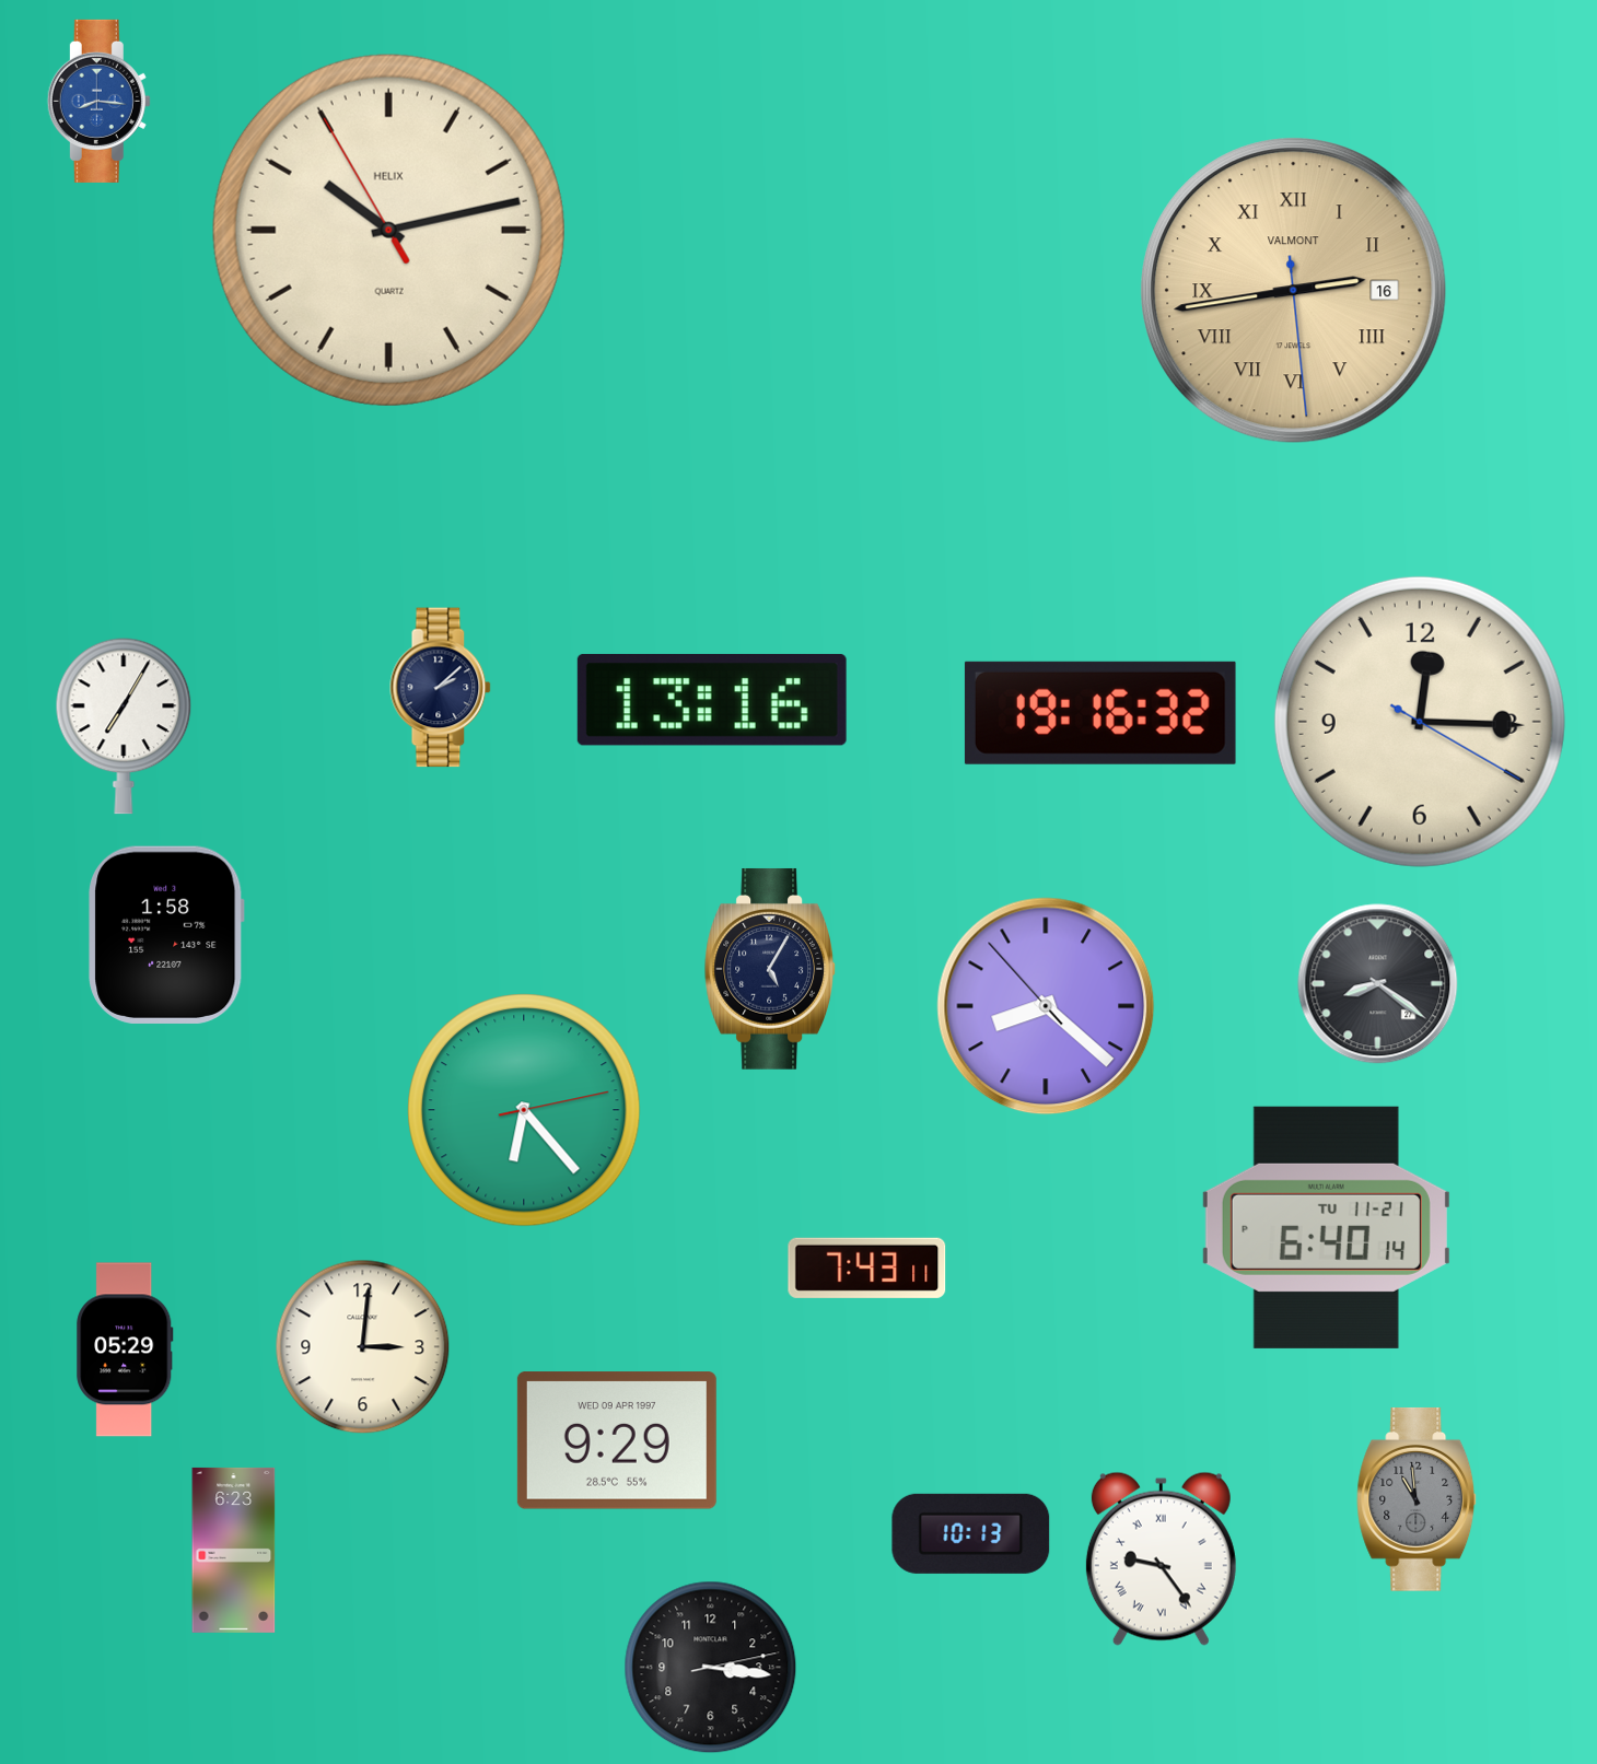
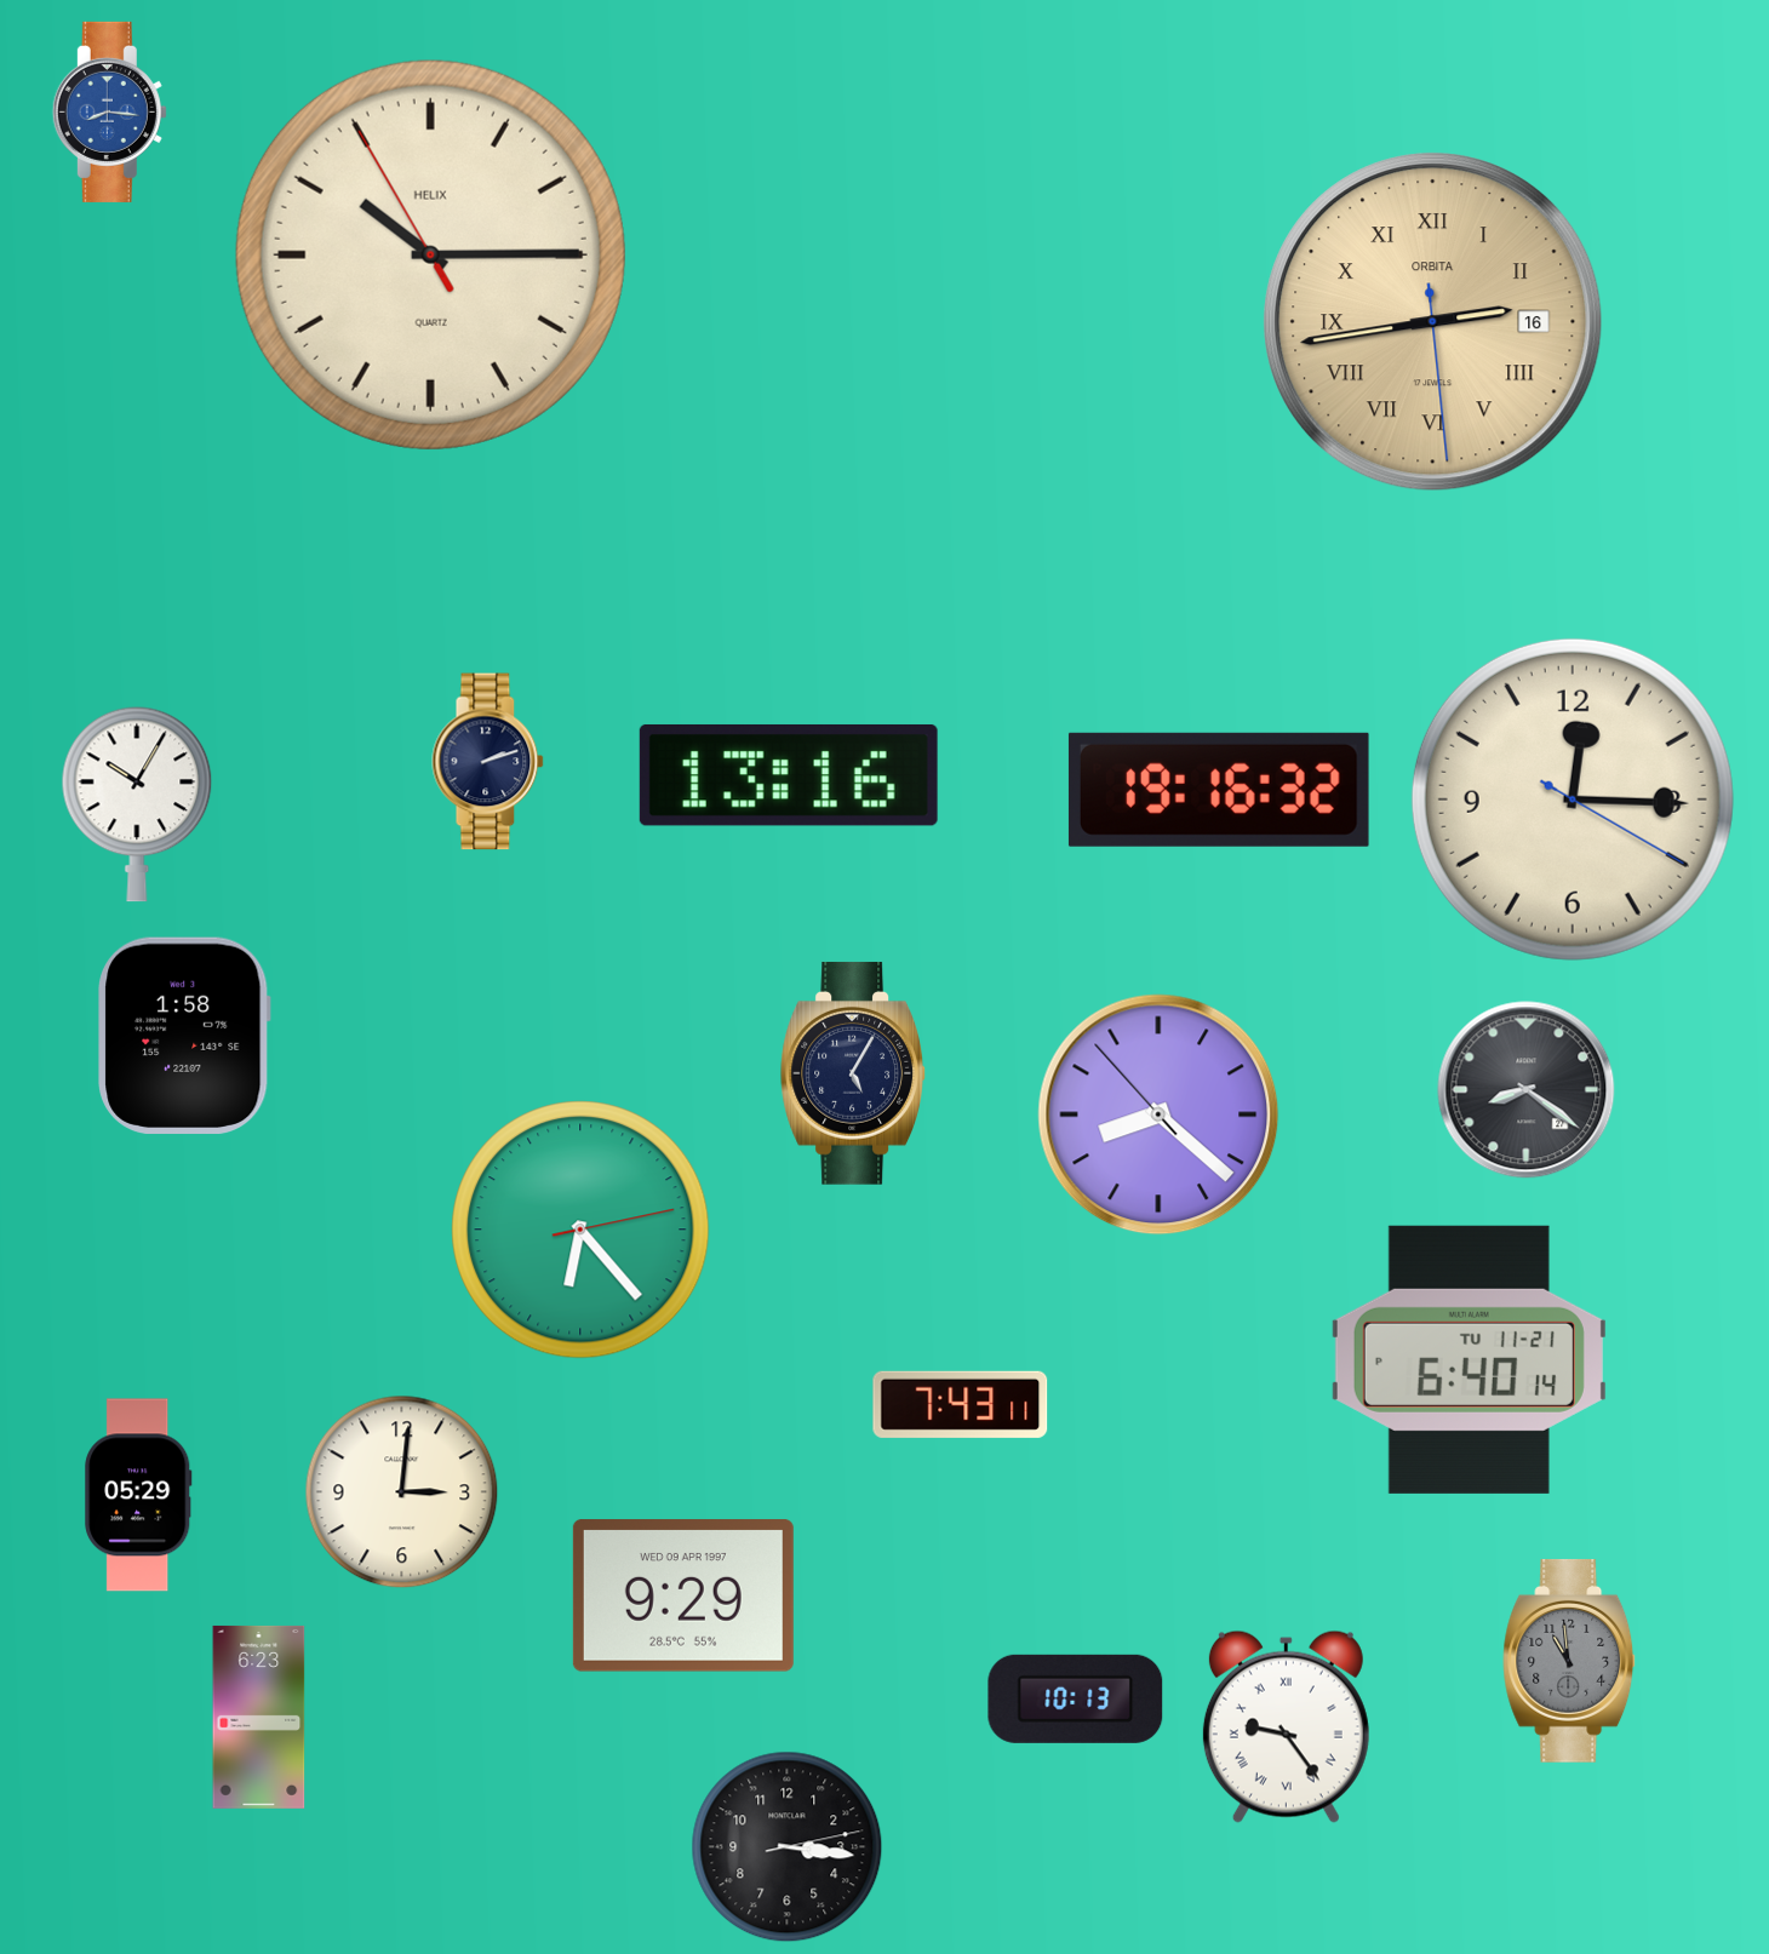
clock at (388, 230): 10:12 -> 10:14
clock at (1294, 291) brand: VALMONT -> ORBITA
clock at (441, 688): 2:08 -> 2:12
clock at (124, 726): 7:05 -> 10:05
